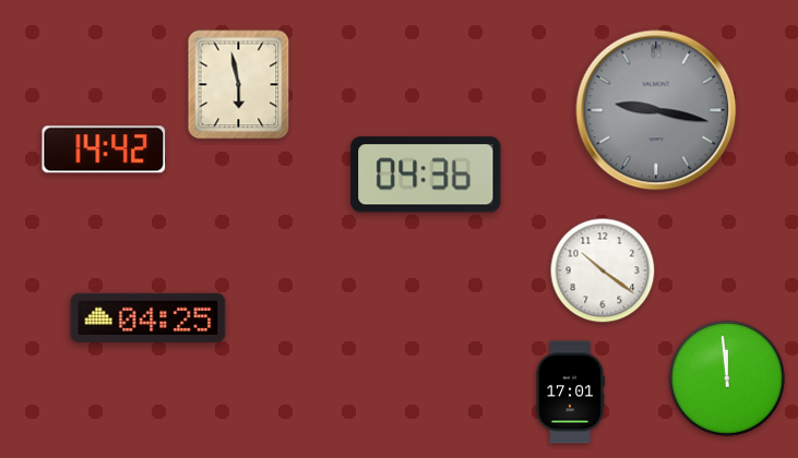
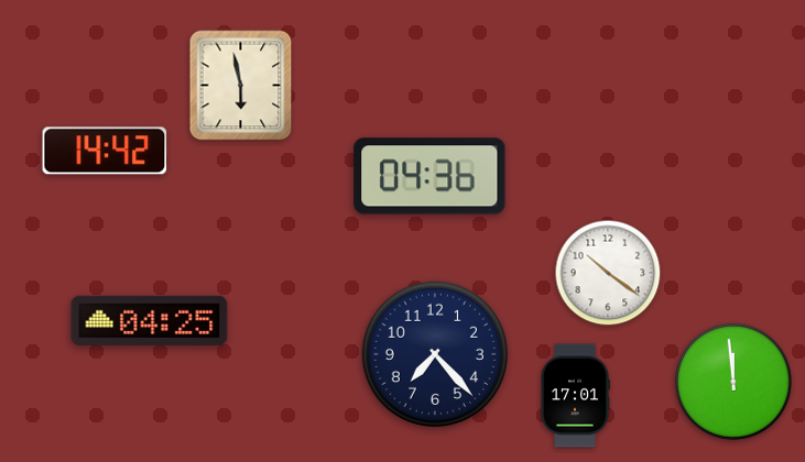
clock at (656, 110): 9:17 -> none
clock at (435, 354): none -> 7:23
